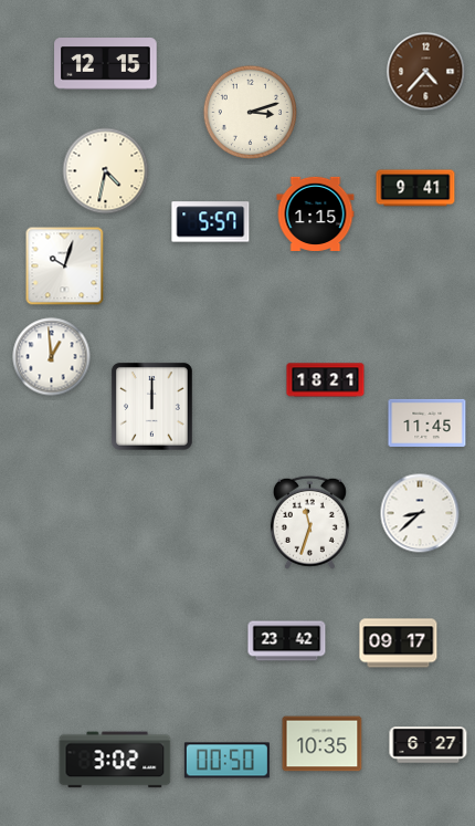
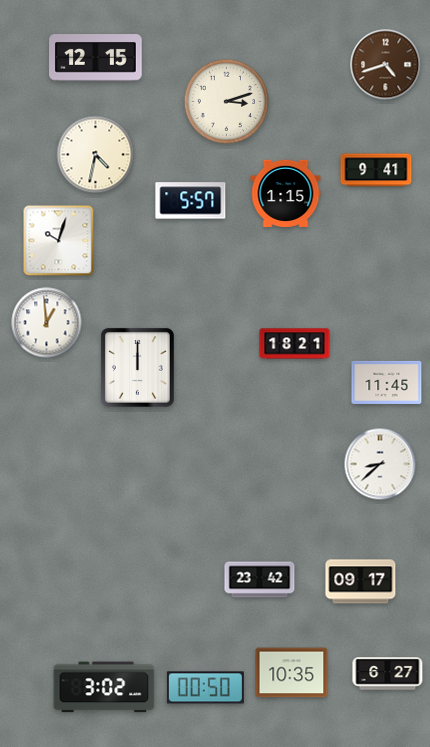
clock at (426, 72): 4:37 -> 4:42
clock at (309, 522): 11:33 -> none
